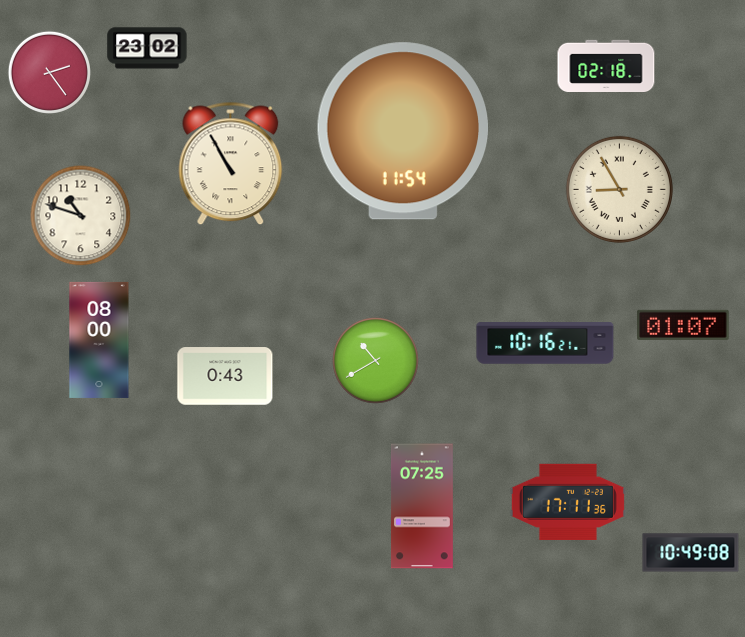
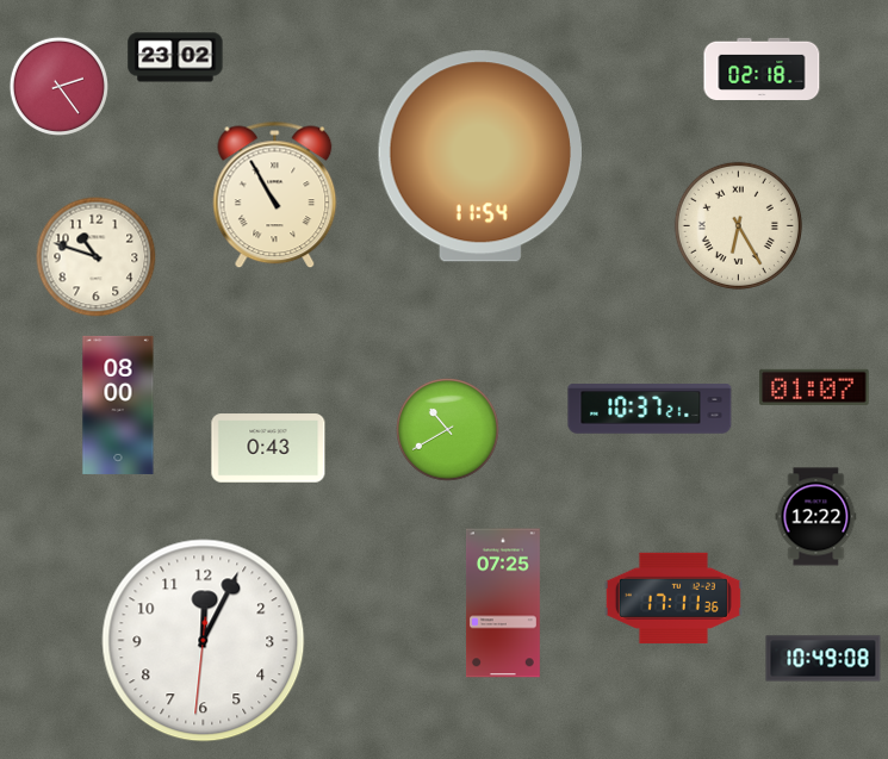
clock at (606, 65) position: (606, 65) -> (762, 68)
clock at (619, 189): 8:55 -> 6:25
clock at (545, 343): 10:16 -> 10:37
clock at (816, 517): none -> 12:22
clock at (568, 502) position: (568, 502) -> (673, 598)
clock at (204, 641): none -> 12:04
